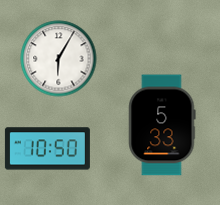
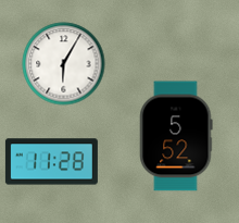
clock at (162, 125): 5:33 -> 5:52
clock at (47, 149): 10:50 -> 11:28
